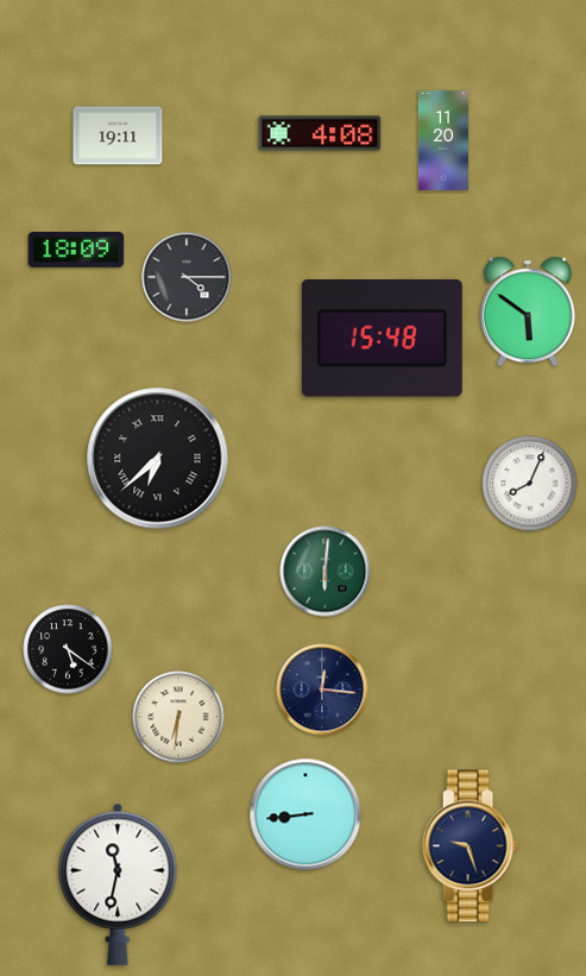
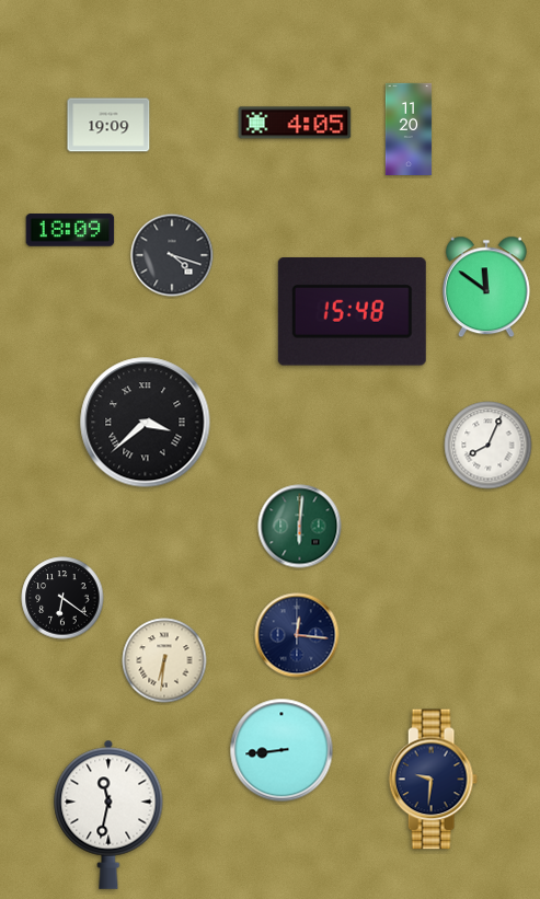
clock at (320, 133): 4:08 -> 4:05
clock at (118, 136): 19:11 -> 19:09
clock at (187, 277): 4:15 -> 4:18
clock at (528, 311): 5:51 -> 11:51
clock at (158, 459): 6:38 -> 3:38
clock at (68, 649): 5:21 -> 6:21
clock at (470, 846): 9:27 -> 9:31
